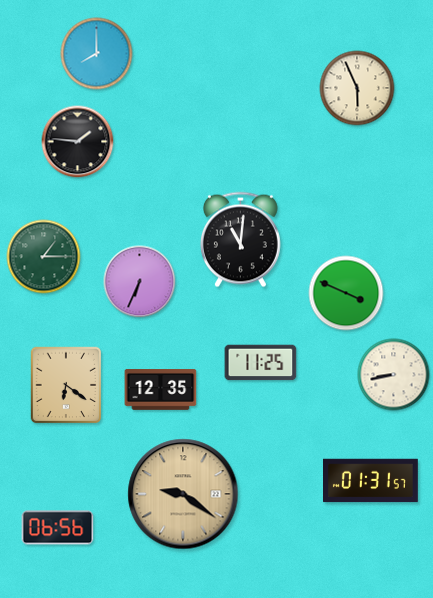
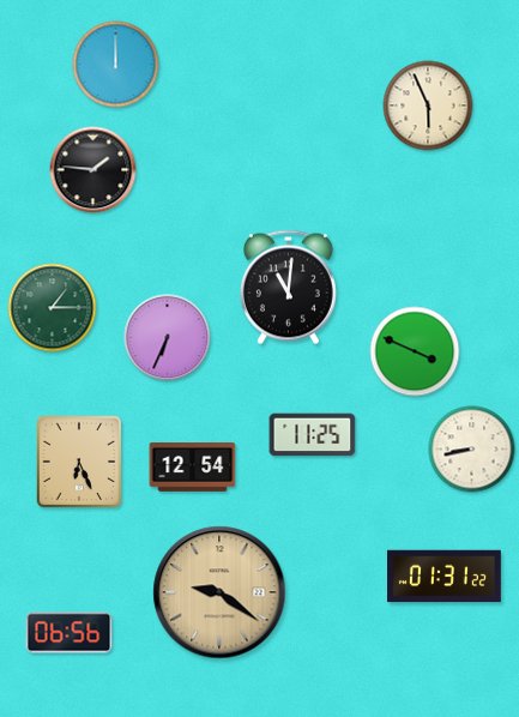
clock at (97, 54): 8:00 -> 12:00
clock at (66, 385): 6:21 -> 6:26
clock at (161, 390): 12:35 -> 12:54
clock at (371, 481): 01:31:57 -> 01:31:22
